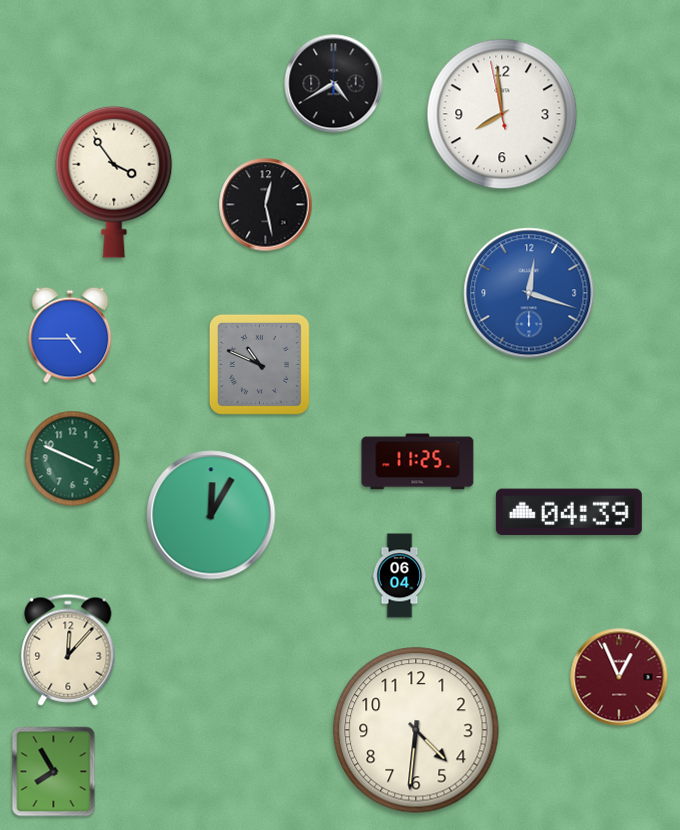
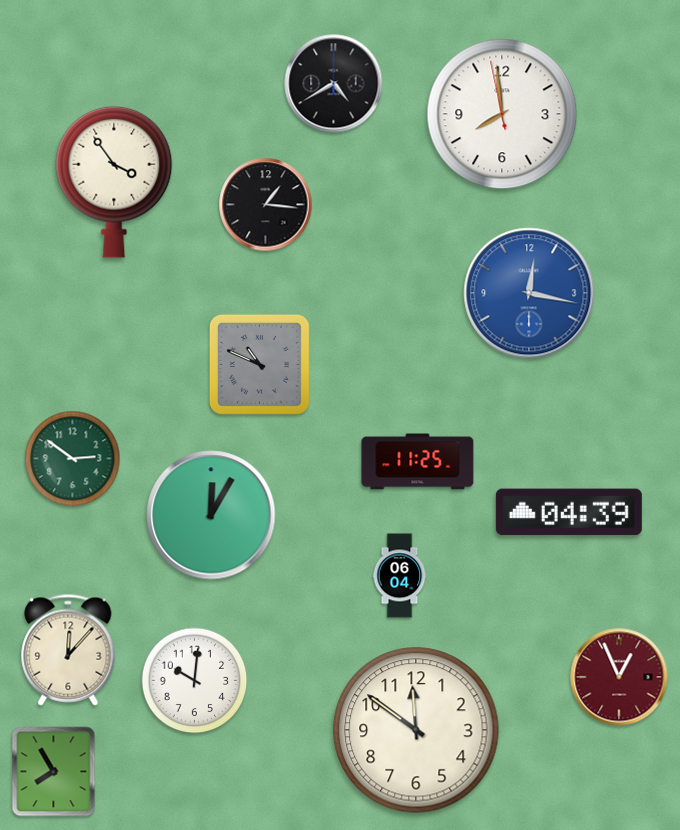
clock at (266, 205): 12:28 -> 1:16
clock at (529, 293): 12:18 -> 12:17
clock at (70, 335): 4:45 -> none
clock at (73, 459): 3:49 -> 2:51
clock at (195, 681): none -> 10:01
clock at (416, 730): 4:31 -> 11:51
